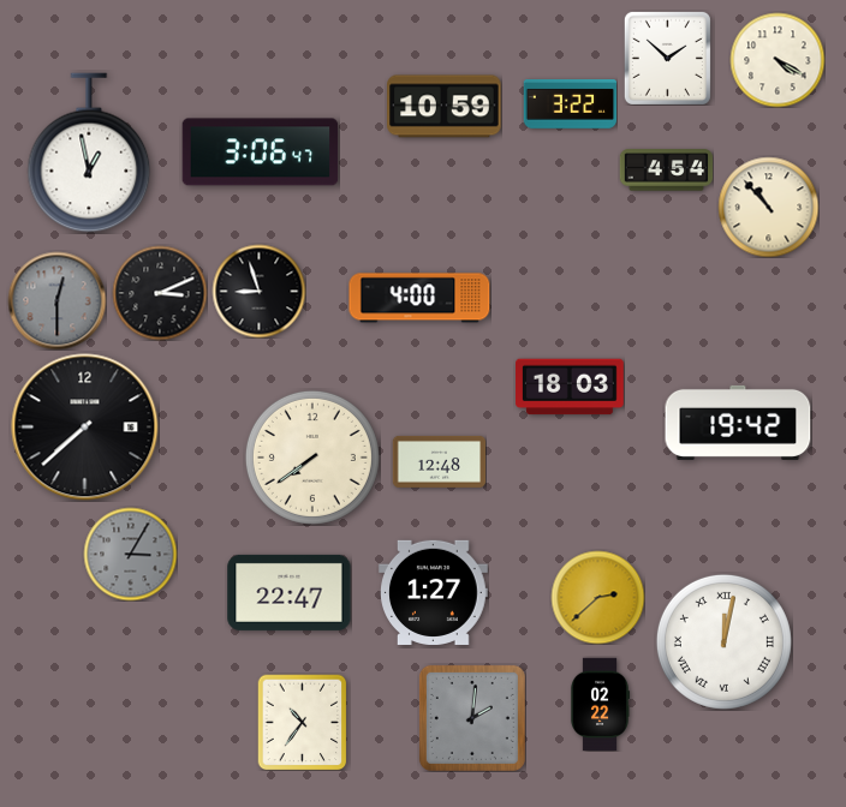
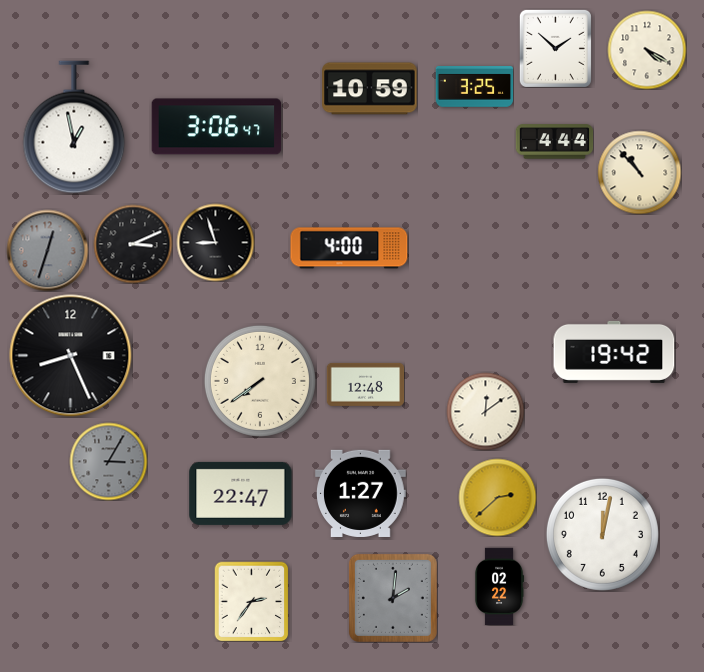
clock at (570, 104): 3:22 -> 3:25
clock at (666, 171): 4:54 -> 4:44
clock at (56, 300): 12:30 -> 12:33
clock at (571, 387): 18:03 -> none
clock at (85, 428): 7:38 -> 8:26
clock at (485, 411): none -> 12:09
clock at (723, 641) numerals: Roman -> Arabic
clock at (303, 722): 10:36 -> 2:36
